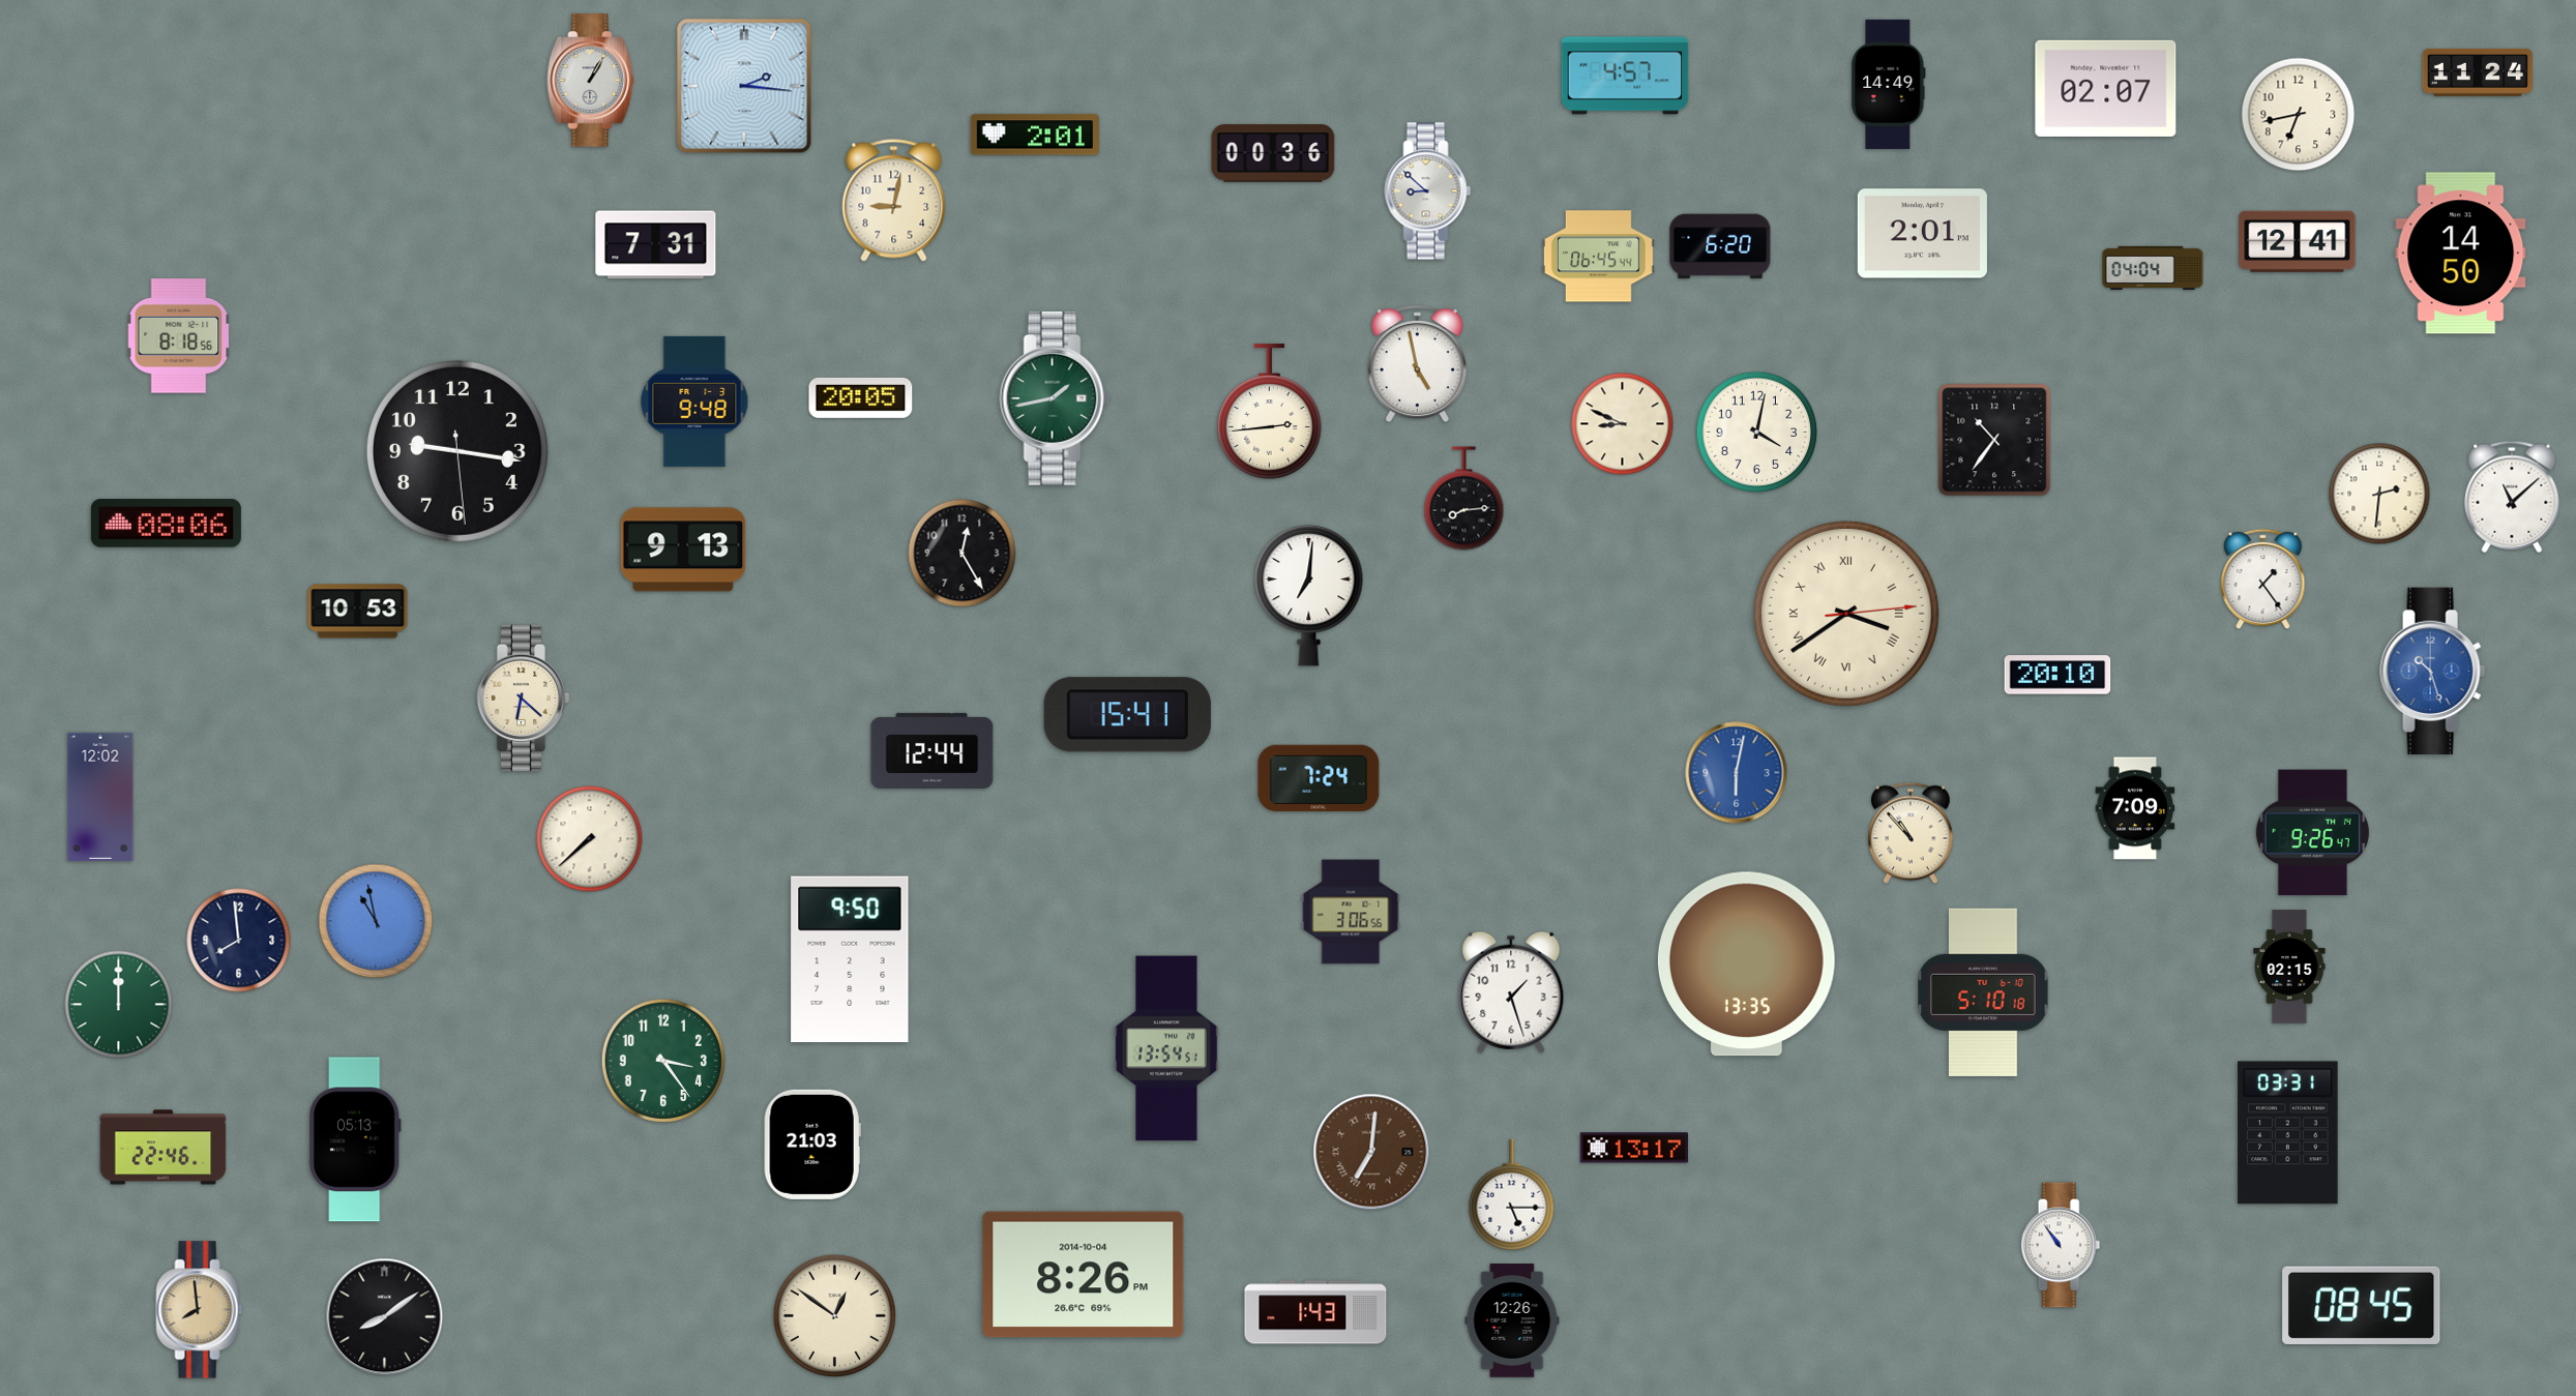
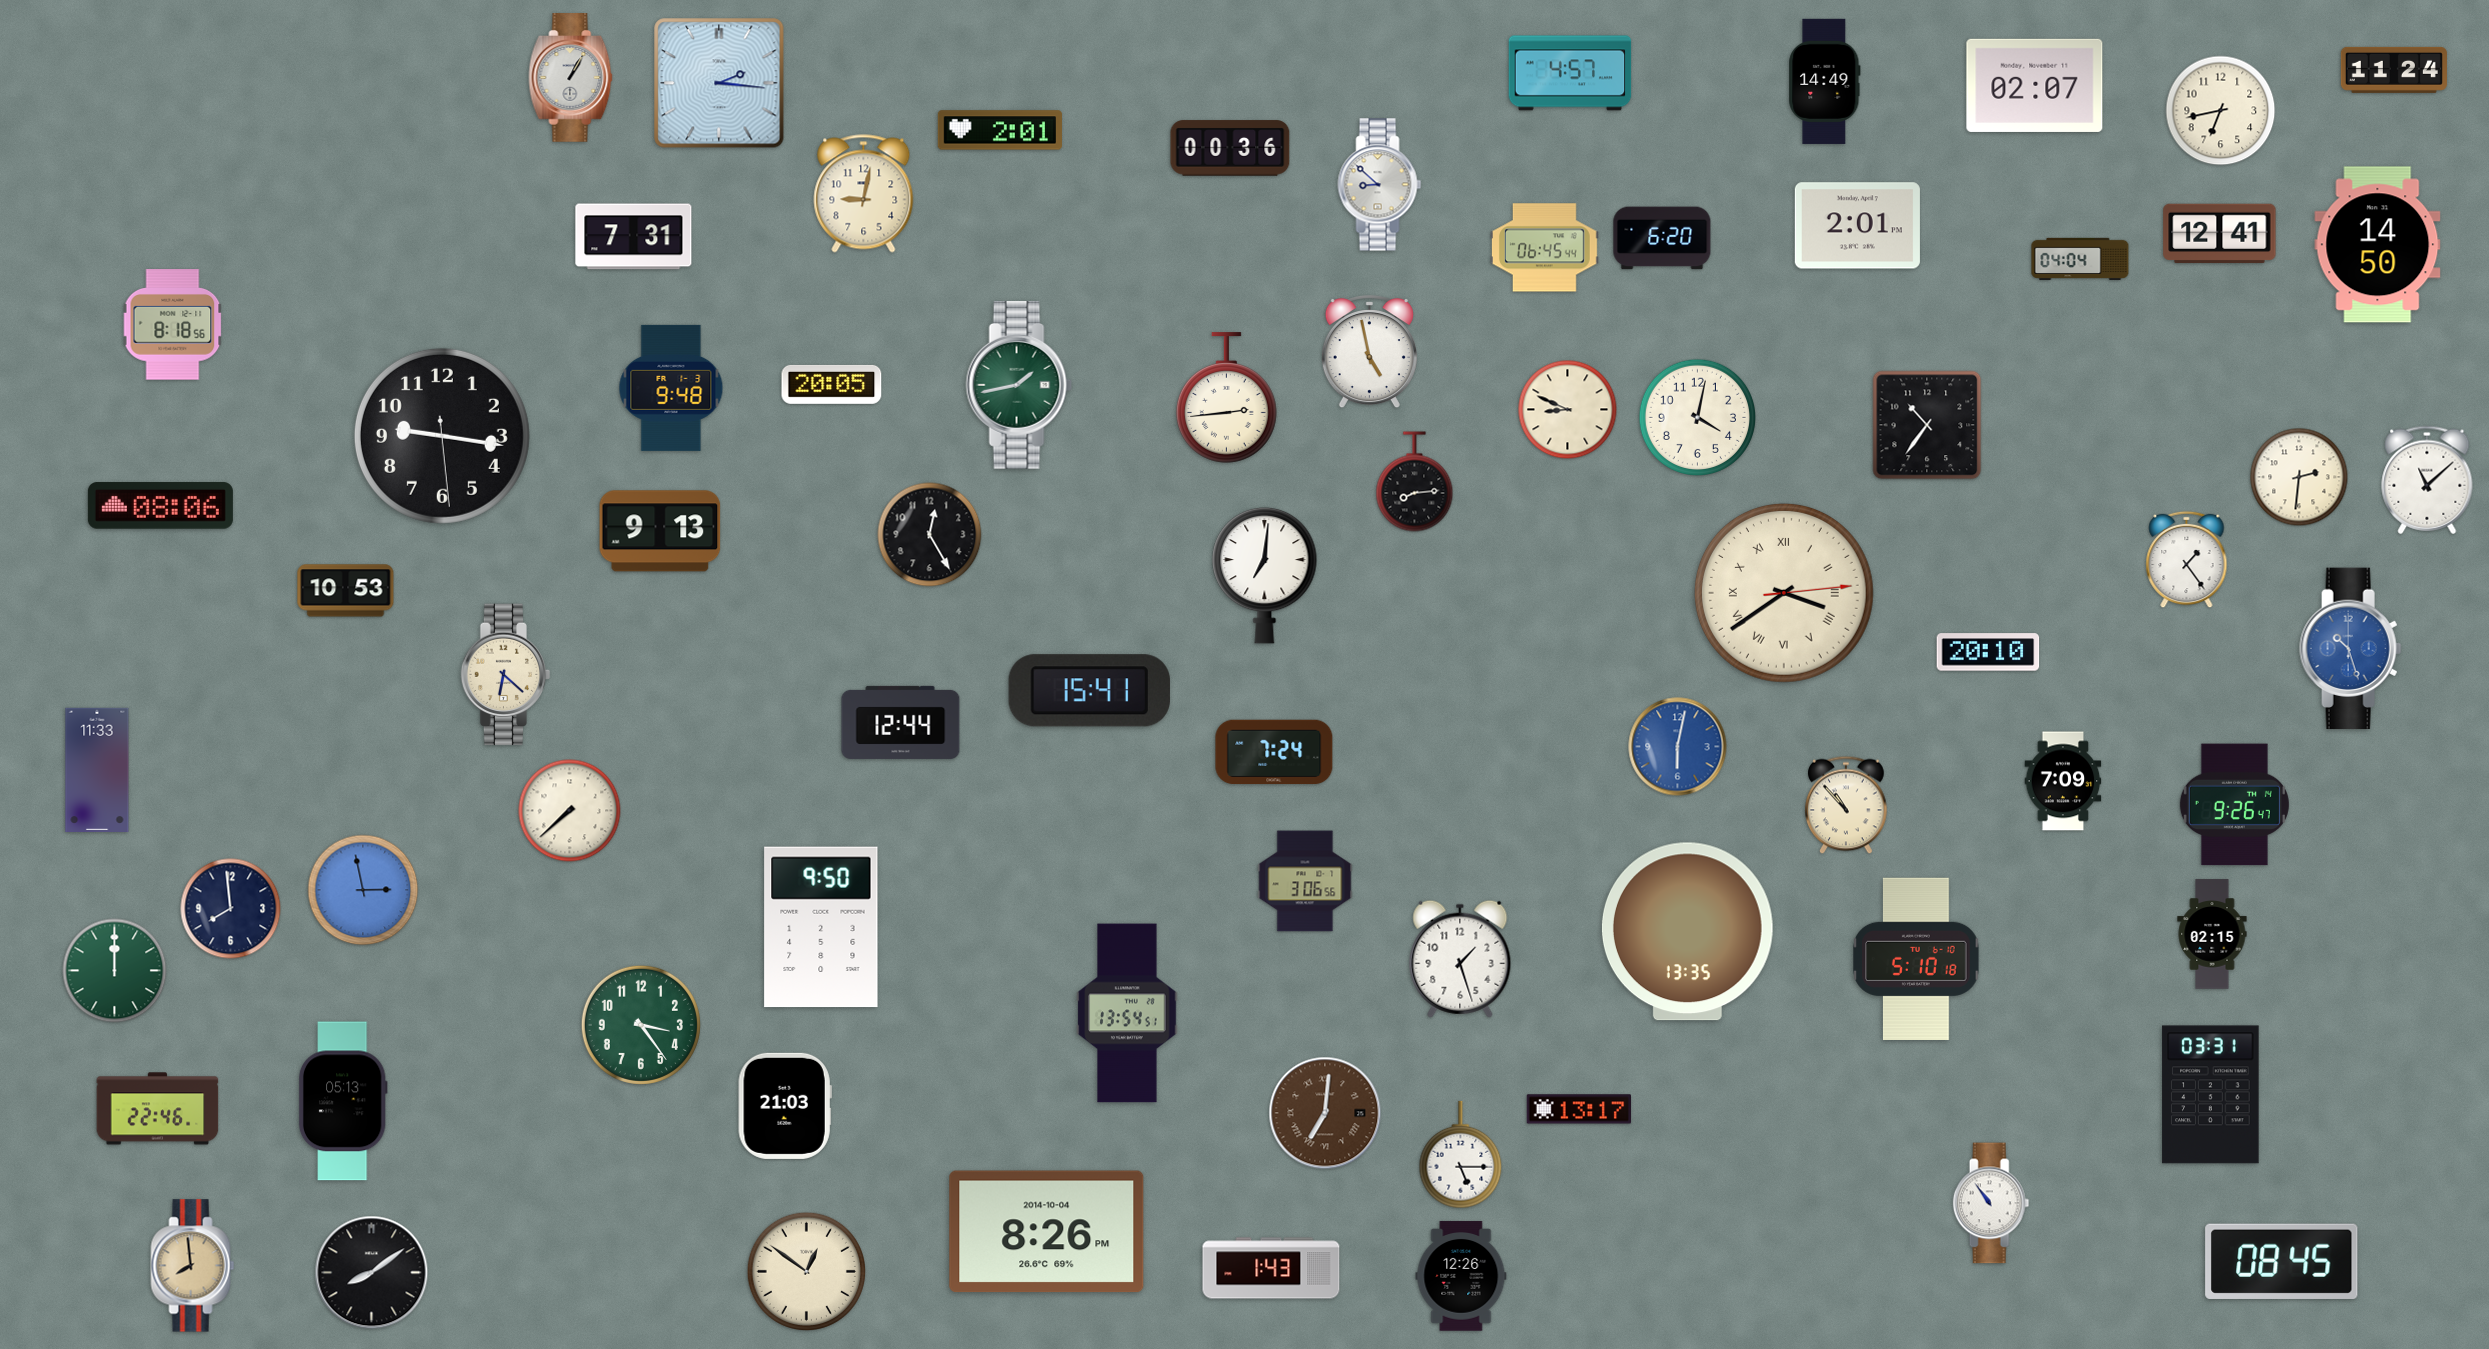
clock at (932, 750) position: (932, 750) -> (901, 722)
clock at (100, 796): 12:02 -> 11:33
clock at (376, 921): 10:58 -> 2:58
